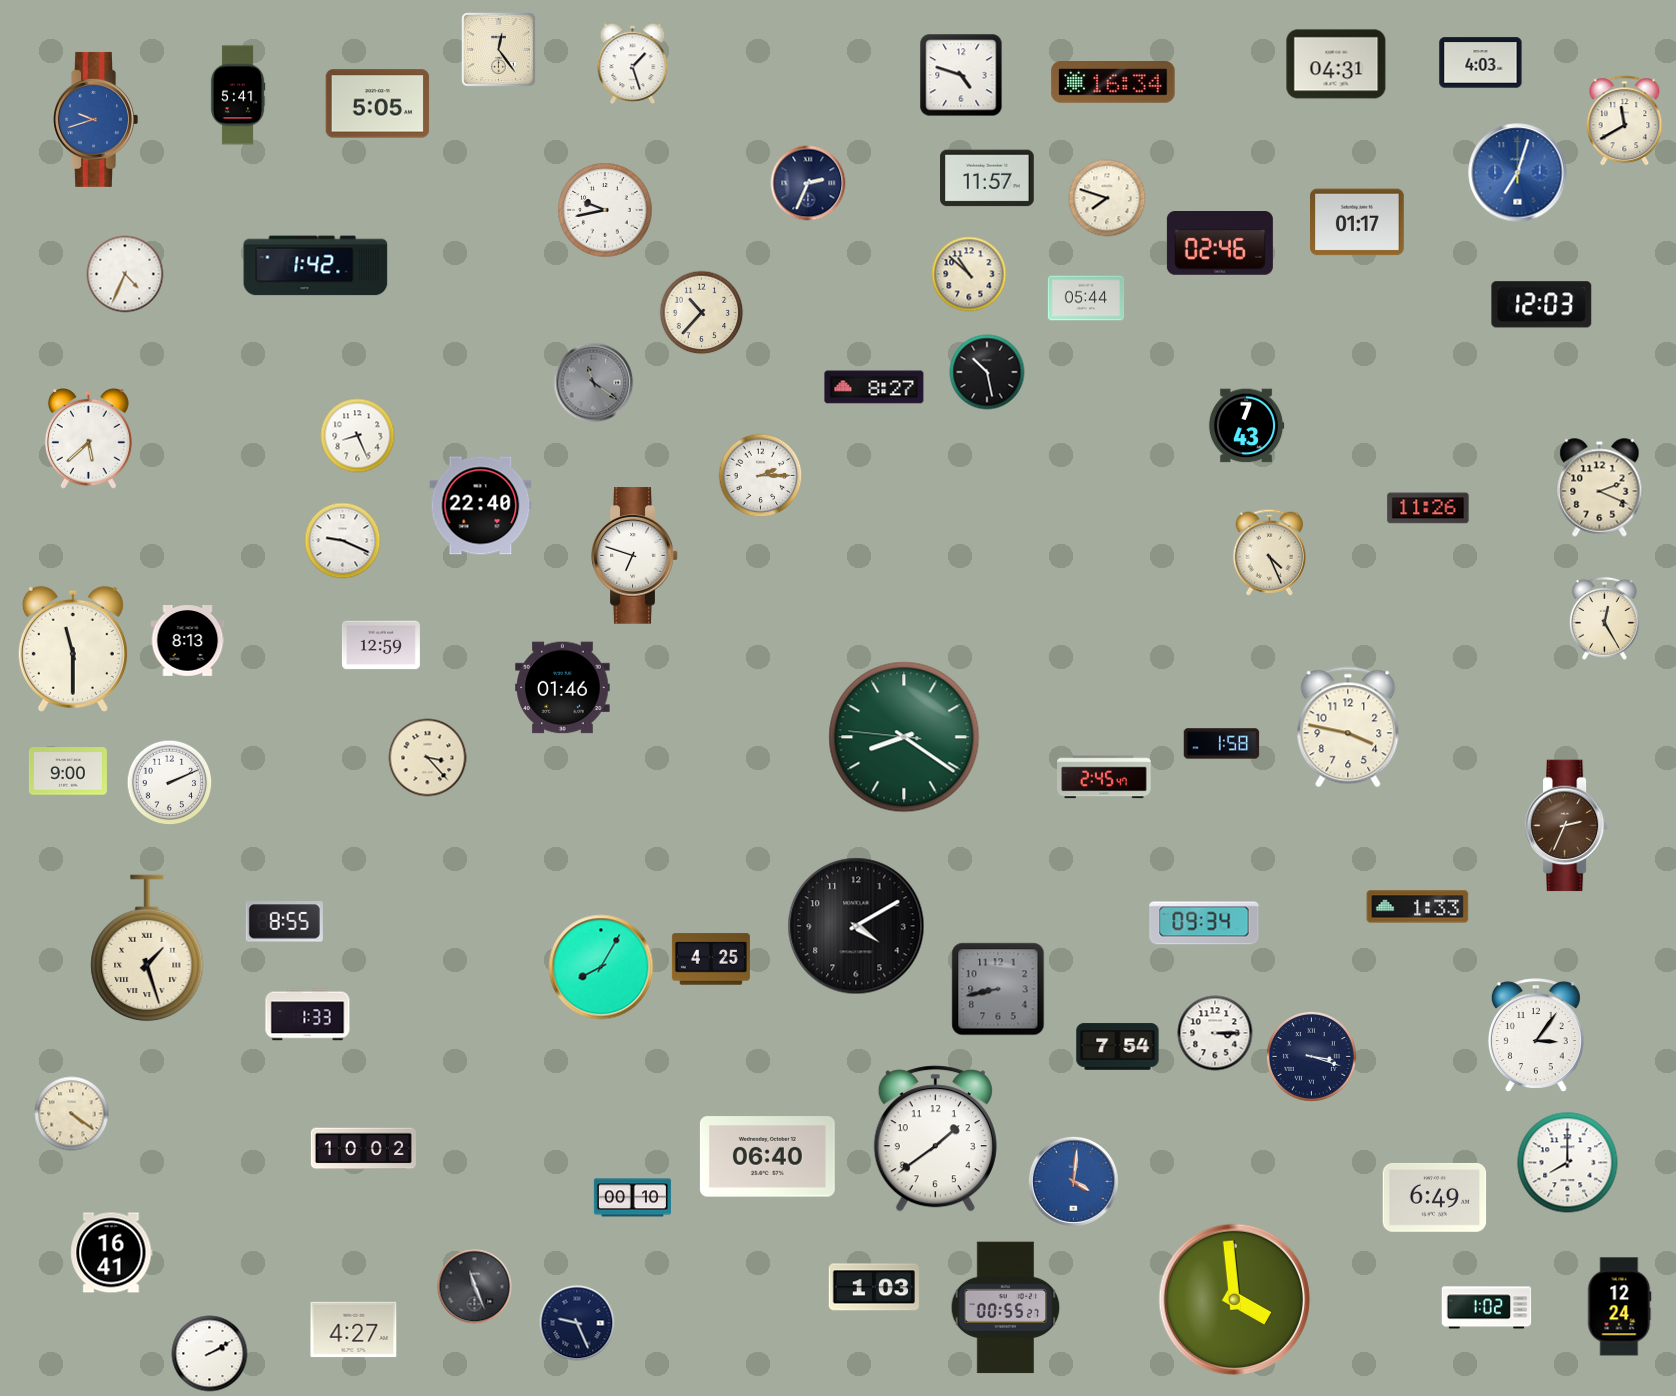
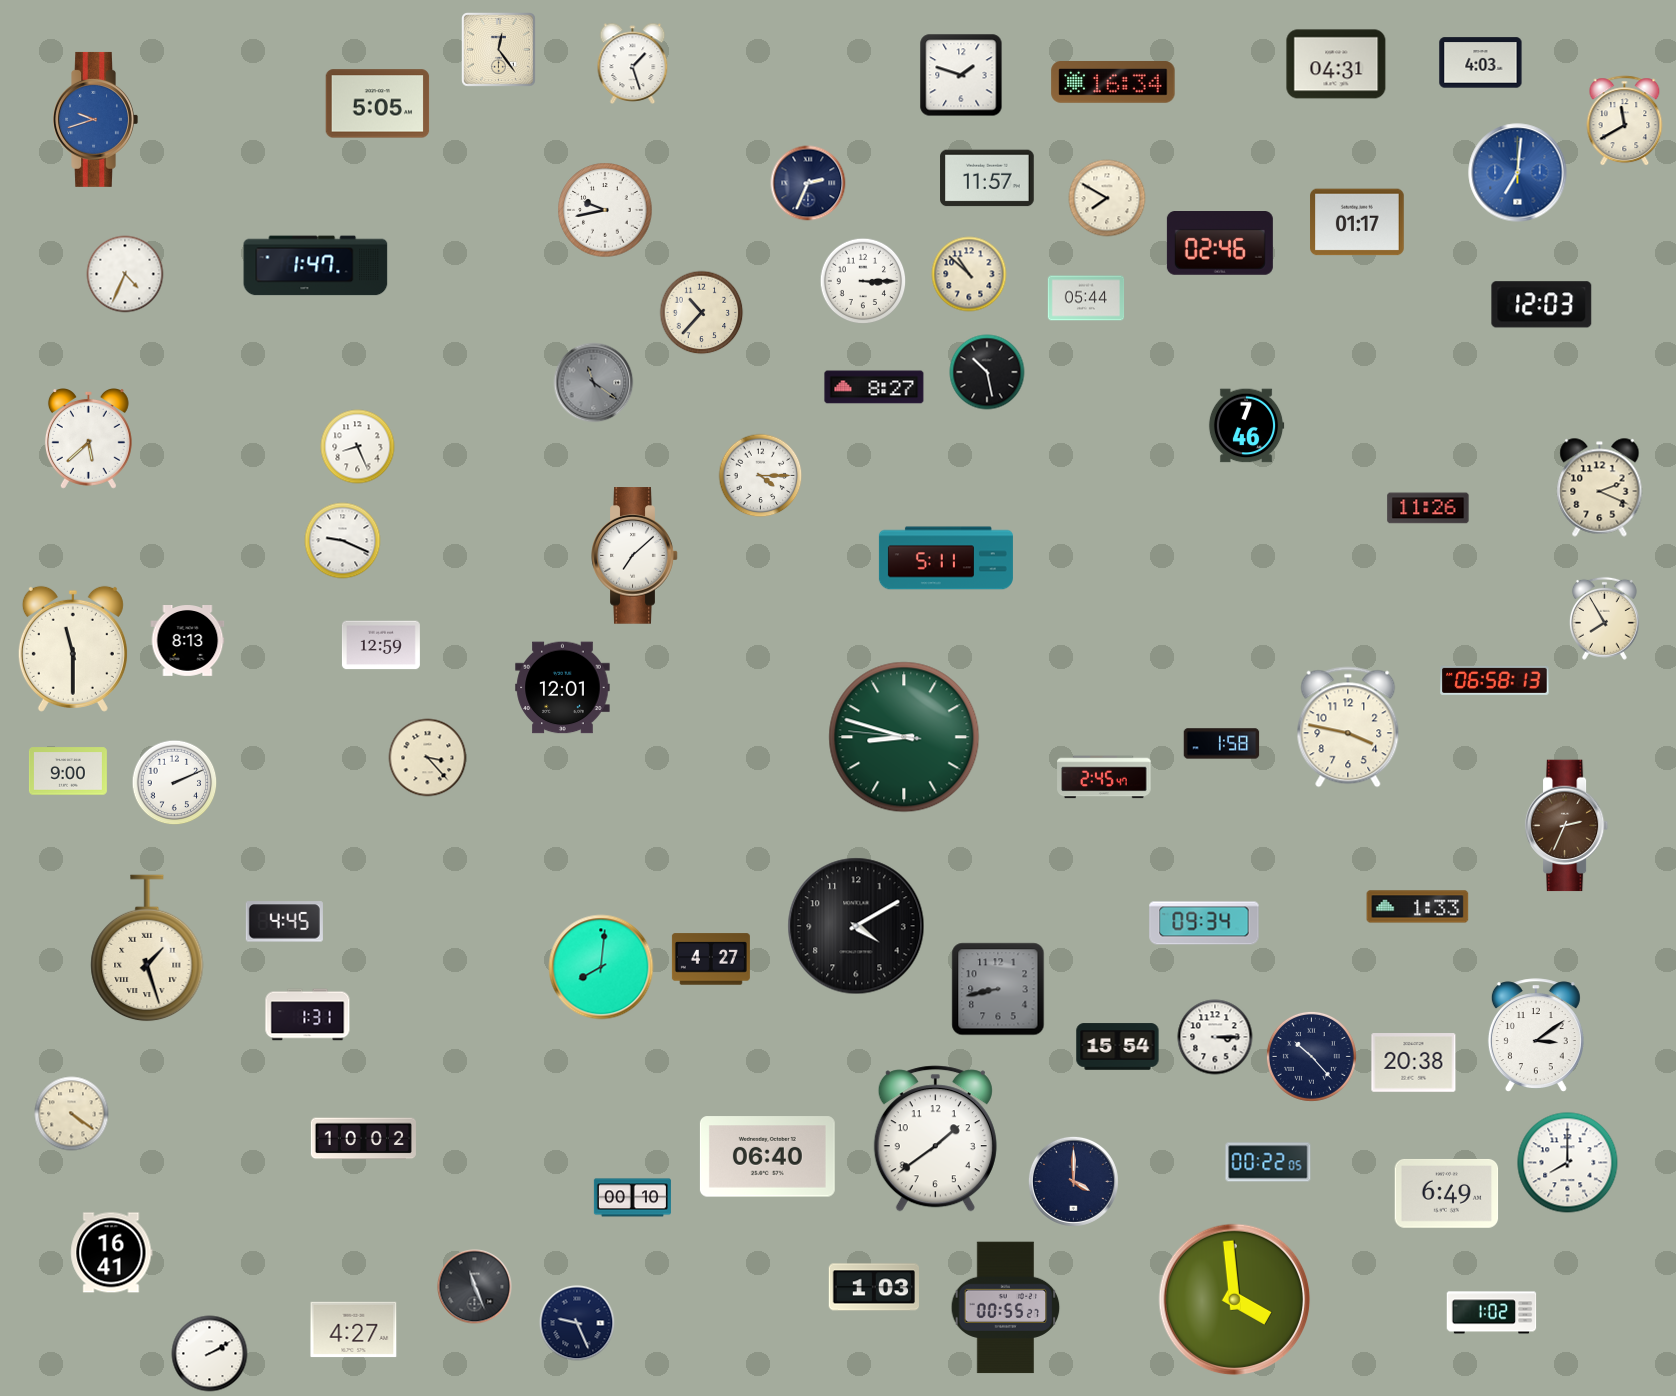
clock at (961, 75): 4:48 -> 1:48
clock at (238, 95): 5:41 -> none
clock at (1518, 173): 7:03 -> 7:01
clock at (1107, 198): 7:48 -> 7:50
clock at (316, 266): 1:42 -> 1:47
clock at (863, 281): none -> 3:15
clock at (1246, 426): 7:43 -> 7:46
clock at (358, 436) position: (358, 436) -> (358, 447)
clock at (761, 476): 2:15 -> 4:15
clock at (481, 506): 22:40 -> none
clock at (1269, 552): 4:26 -> none
clock at (635, 556): 6:48 -> 7:08
clock at (946, 558): none -> 5:11
clock at (1604, 618): 12:25 -> 7:55
clock at (1495, 680): none -> 06:58
clock at (563, 688): 01:46 -> 12:01
clock at (904, 737): 8:20 -> 8:47
clock at (170, 783) position: (170, 783) -> (175, 783)
clock at (284, 922): 8:55 -> 4:45
clock at (711, 959): 4:25 -> 4:27
clock at (601, 967): 8:05 -> 8:01
clock at (308, 1015): 1:33 -> 1:31
clock at (1215, 1033) position: (1215, 1033) -> (1215, 1037)
clock at (1536, 1035): 3:06 -> 3:09
clock at (1118, 1047): 7:54 -> 15:54
clock at (1311, 1056): 3:18 -> 10:23
clock at (1414, 1063): none -> 20:38
clock at (363, 1149) position: (363, 1149) -> (363, 1139)
clock at (1268, 1162): none -> 00:22
clock at (1073, 1181): 4:01 -> 4:00
clock at (1073, 1181) dial: blue -> navy
clock at (1435, 1197) position: (1435, 1197) -> (1447, 1193)
clock at (1619, 1307): 12:24 -> none
clock at (1487, 1308) position: (1487, 1308) -> (1492, 1313)
